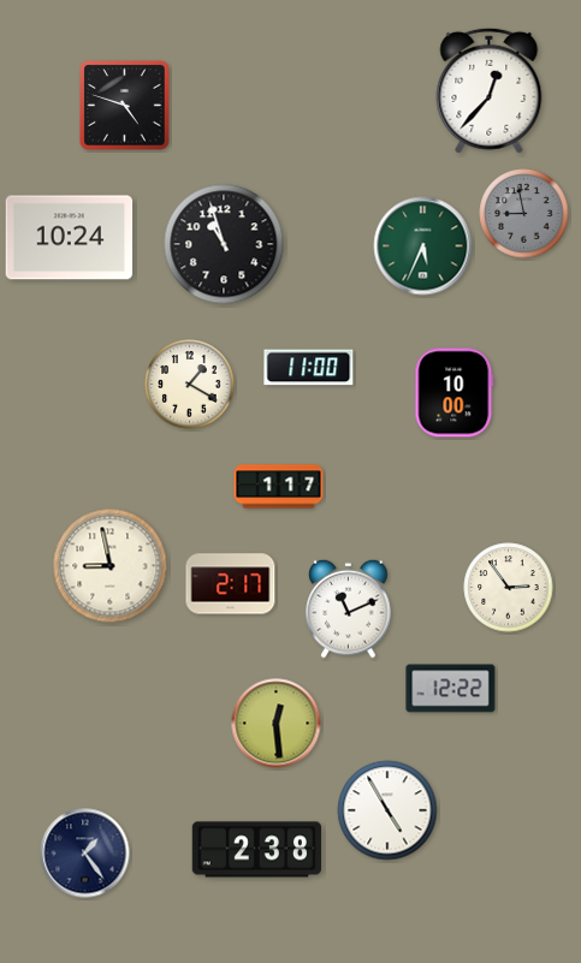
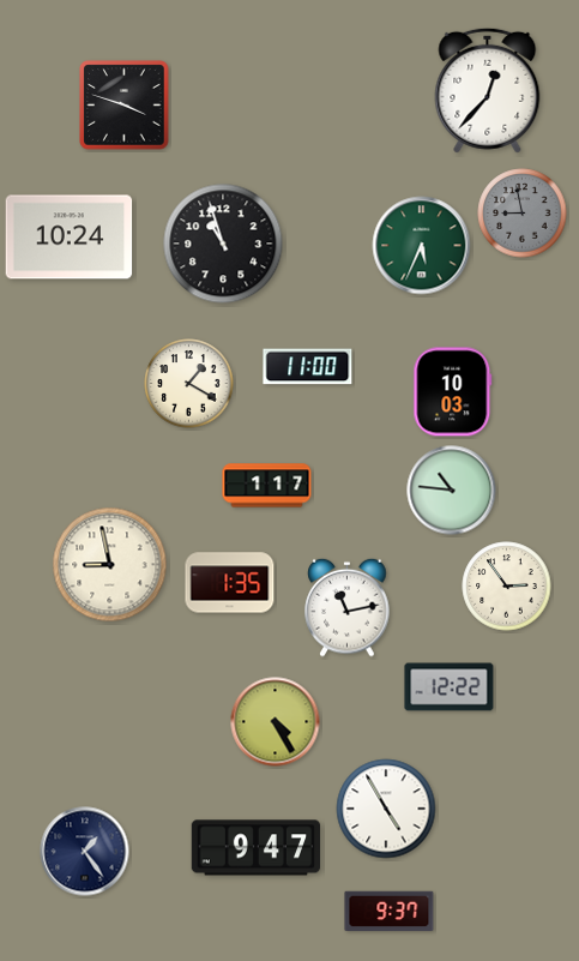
clock at (125, 106): 4:48 -> 3:48
clock at (455, 393): 10:00 -> 10:03
clock at (279, 487) position: (279, 487) -> (267, 486)
clock at (452, 491): none -> 10:46
clock at (231, 584): 2:17 -> 1:35
clock at (349, 608): 11:11 -> 11:13
clock at (277, 724): 12:29 -> 4:25
clock at (256, 850): 2:38 -> 9:47
clock at (390, 912): none -> 9:37
